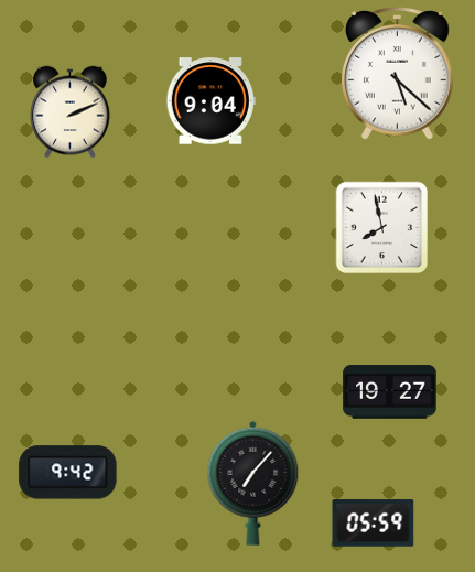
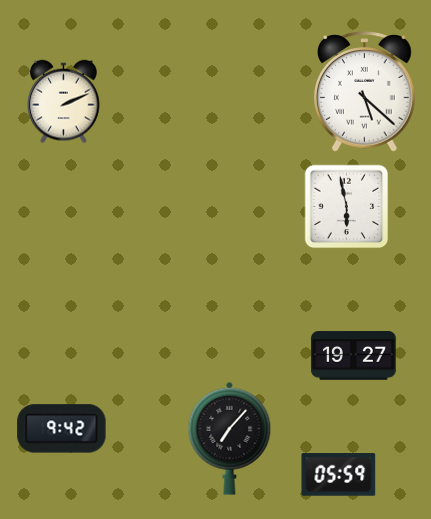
clock at (398, 74) position: (398, 74) -> (365, 92)
clock at (210, 101): 9:04 -> none
clock at (382, 228): 7:58 -> 5:58
